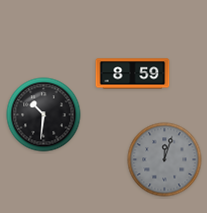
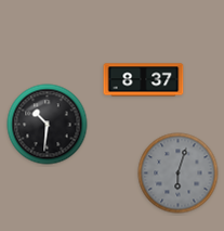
clock at (133, 74): 8:59 -> 8:37
clock at (165, 160): 12:03 -> 6:03
